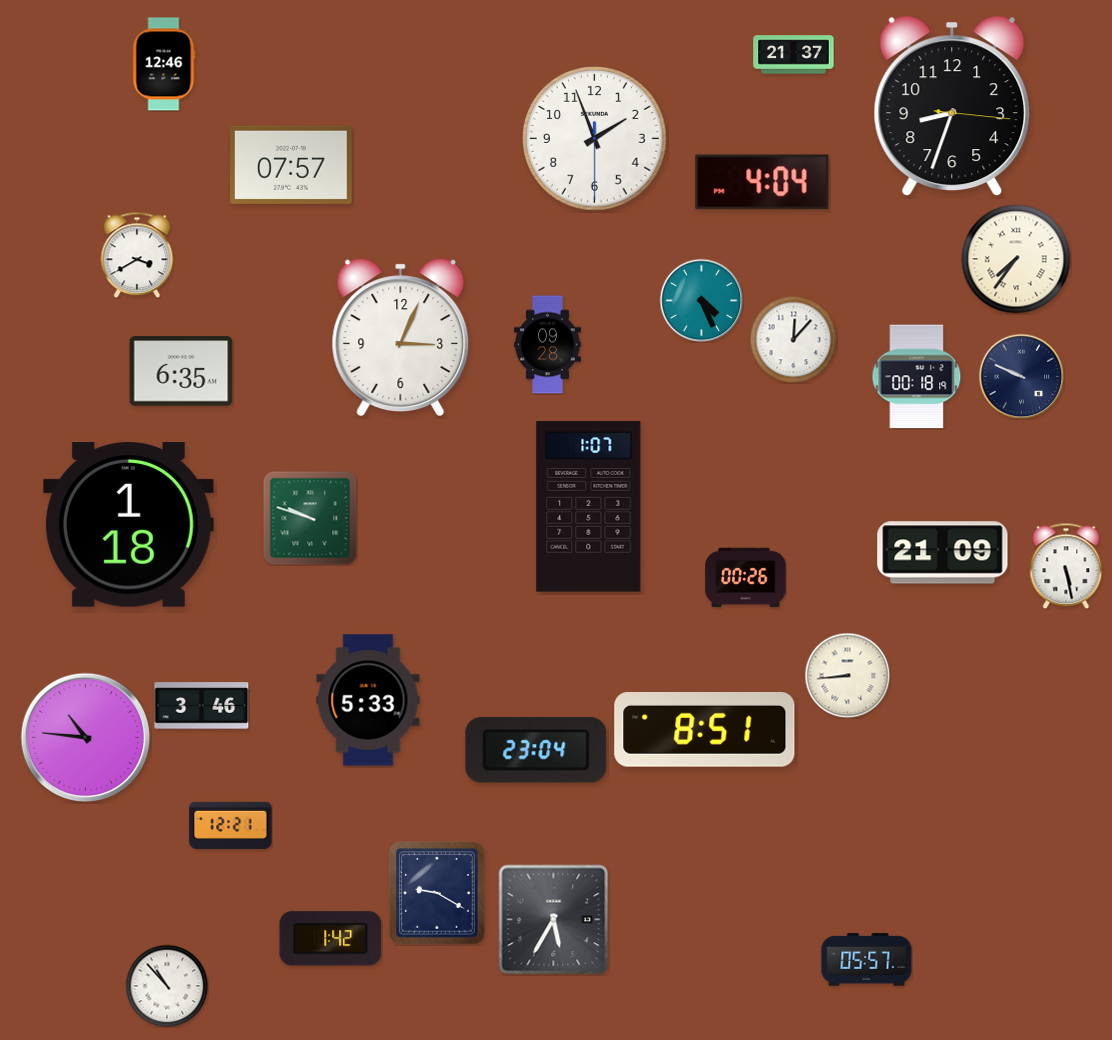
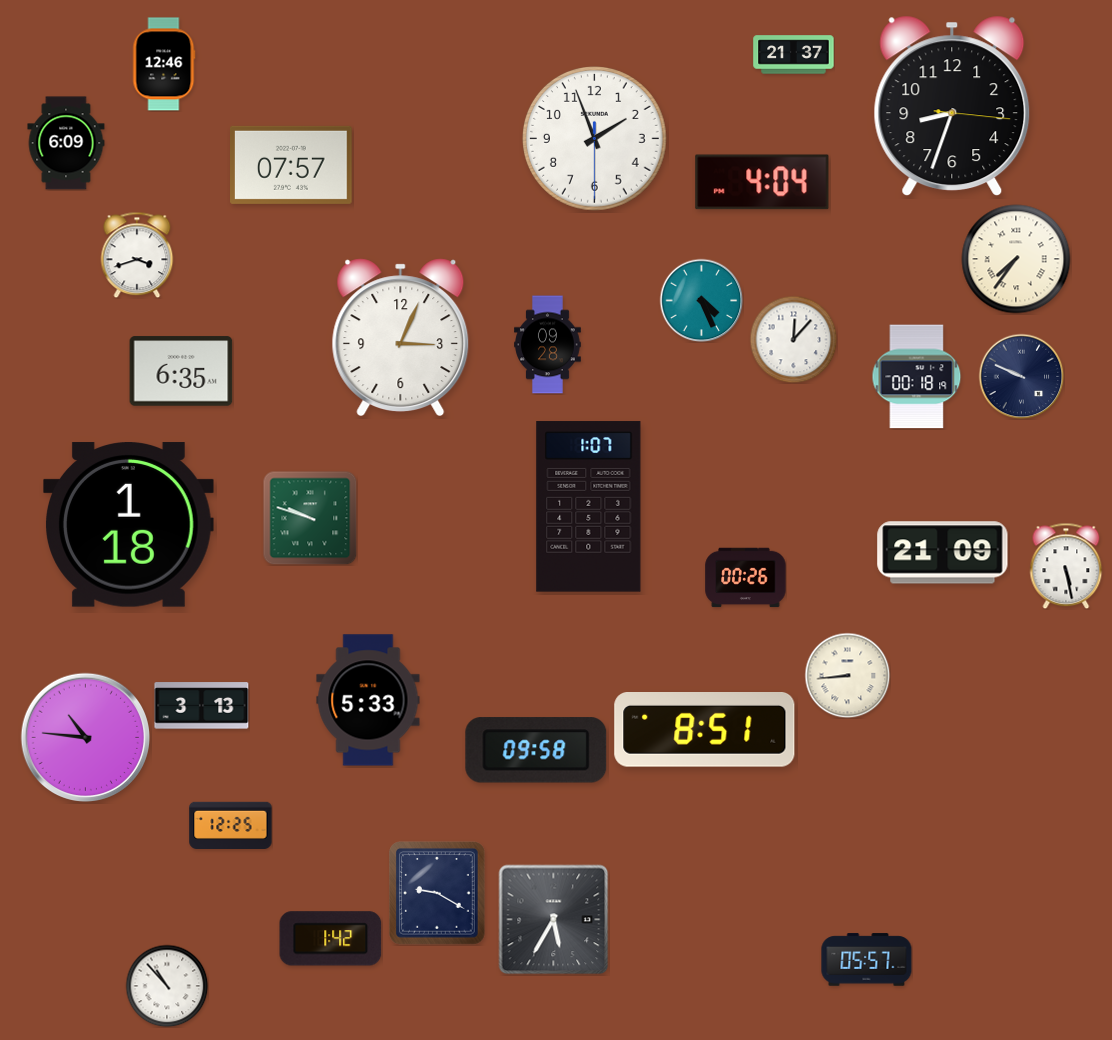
clock at (66, 143): none -> 6:09
clock at (137, 255): 3:40 -> 3:42
clock at (202, 706): 3:46 -> 3:13
clock at (536, 750): 23:04 -> 09:58
clock at (231, 825): 12:21 -> 12:25
